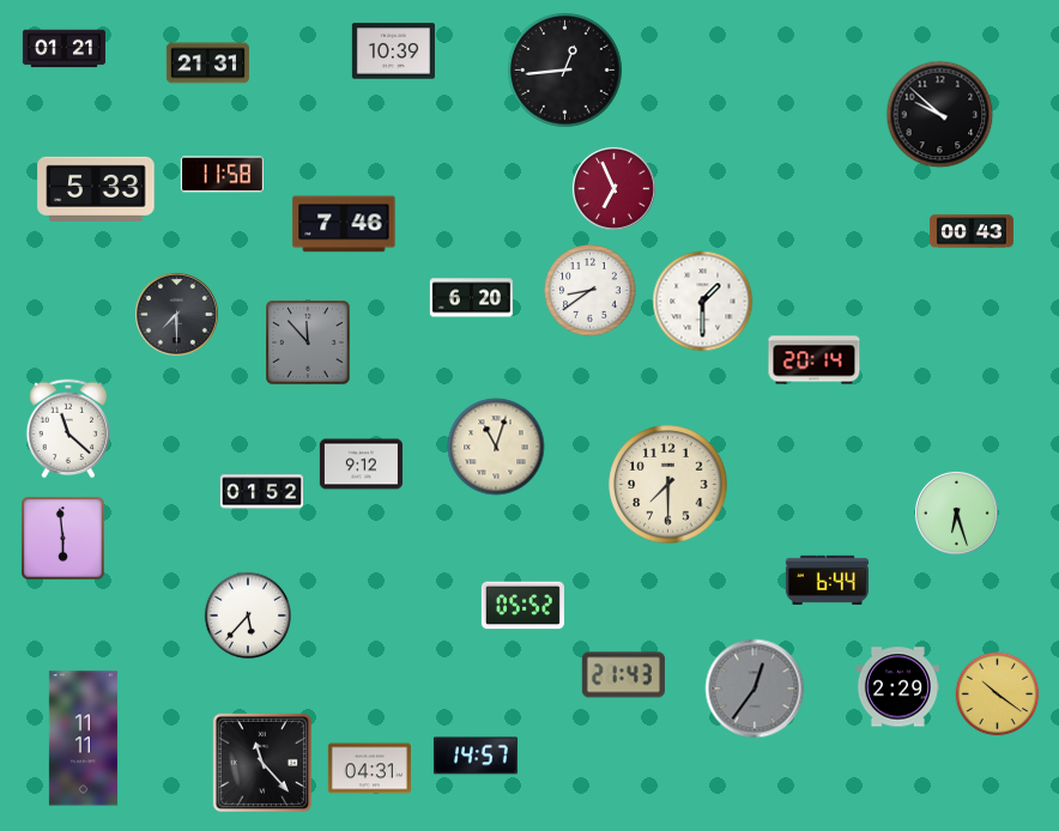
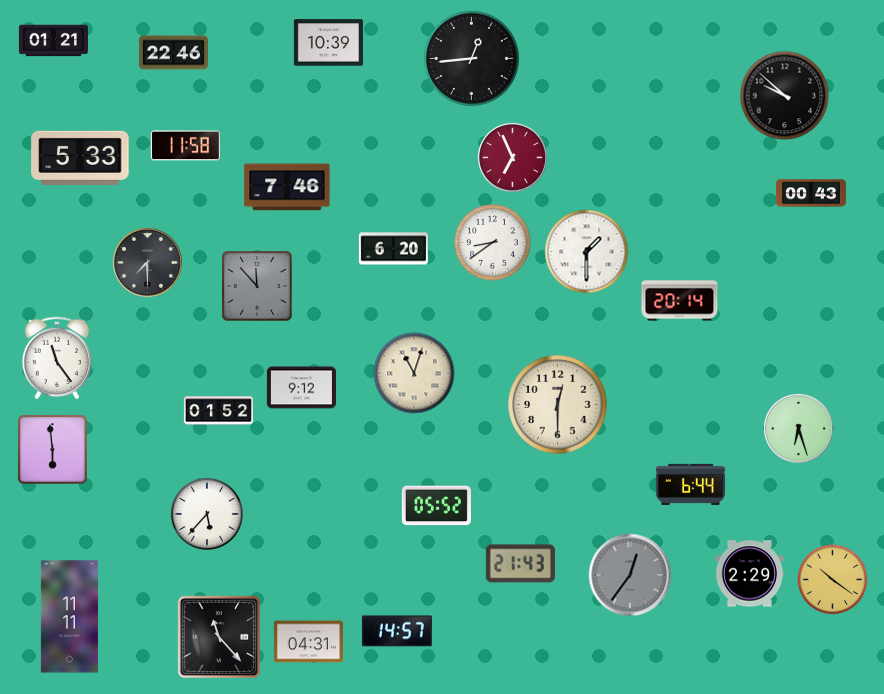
clock at (207, 63): 21:31 -> 22:46
clock at (68, 429): 11:22 -> 11:24
clock at (668, 485): 7:30 -> 12:30
